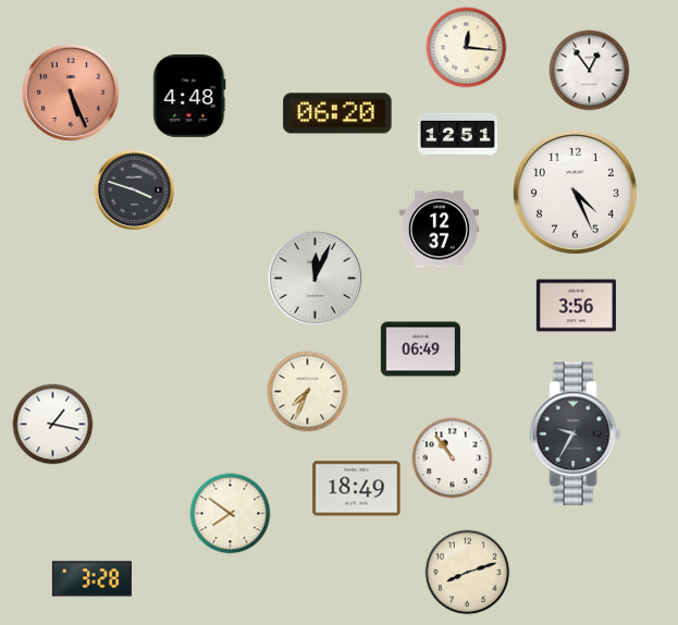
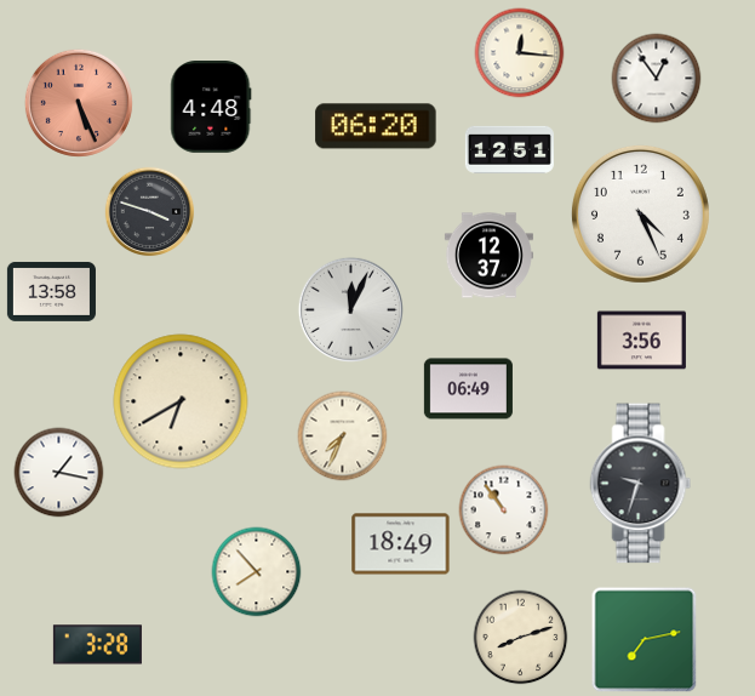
clock at (51, 291): none -> 13:58
clock at (181, 401): none -> 6:40
clock at (576, 434): 9:35 -> 9:33
clock at (357, 489) position: (357, 489) -> (401, 544)
clock at (231, 514): 7:51 -> 7:53
clock at (645, 640): none -> 7:13
clock at (91, 579) position: (91, 579) -> (97, 645)
